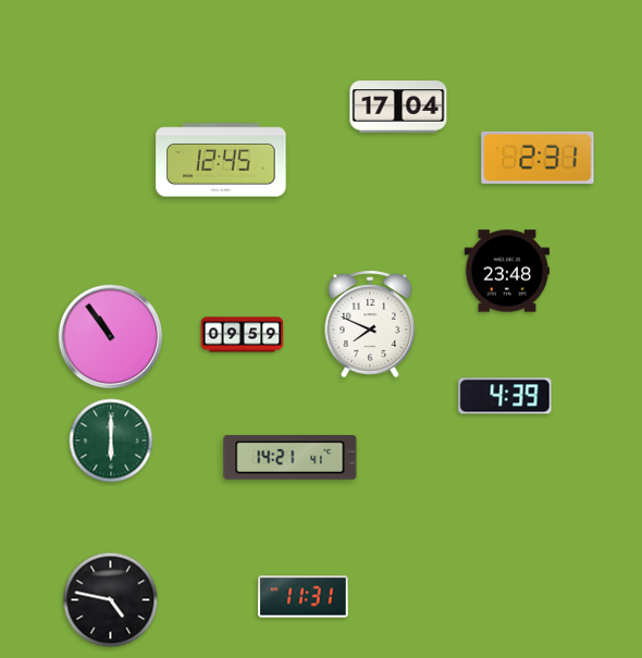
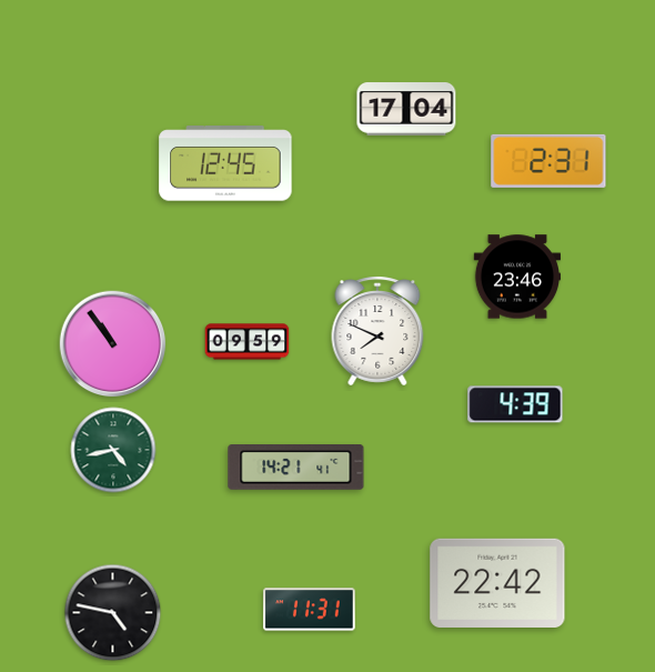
clock at (506, 271): 23:48 -> 23:46
clock at (111, 440): 6:00 -> 4:43
clock at (497, 583): none -> 22:42
